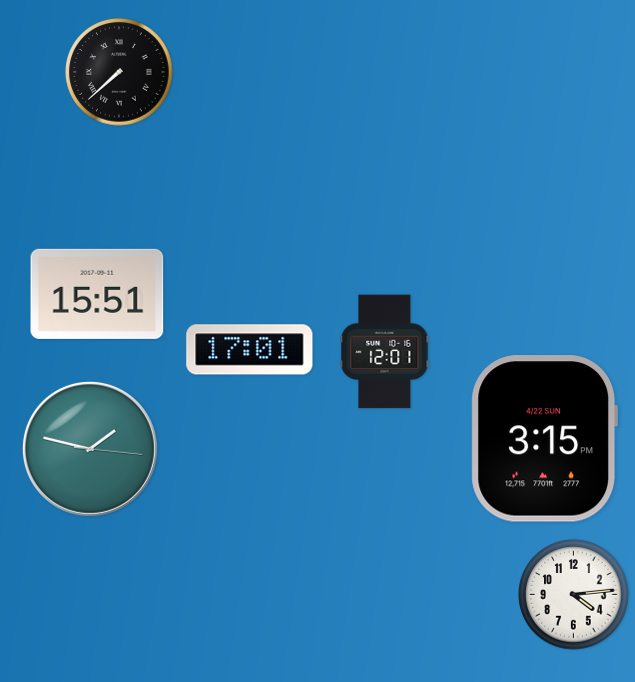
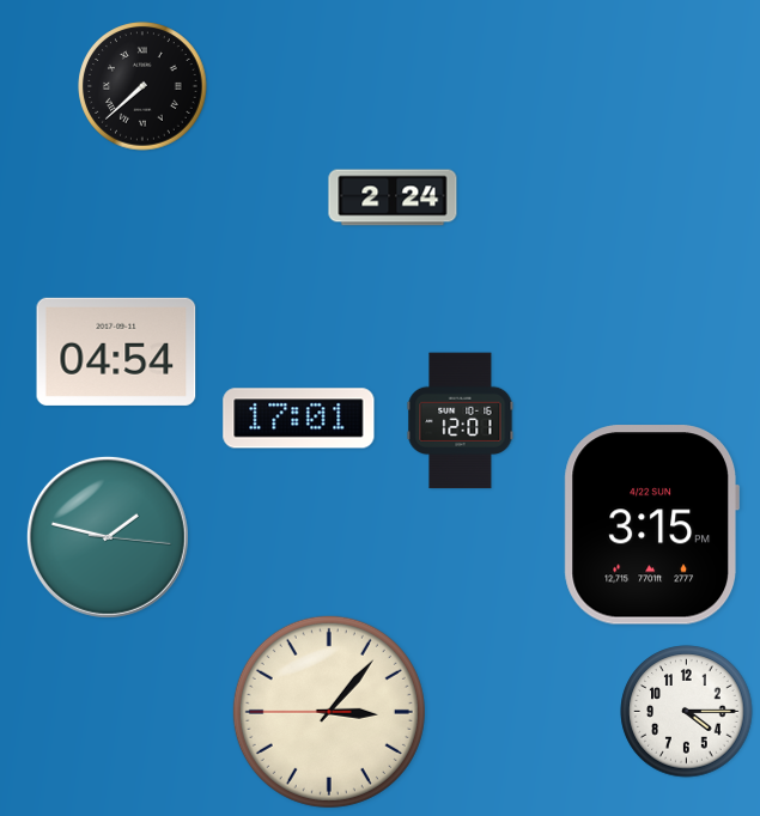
clock at (393, 197): none -> 2:24
clock at (97, 294): 15:51 -> 04:54
clock at (329, 712): none -> 3:06
clock at (574, 595): 4:14 -> 4:15
